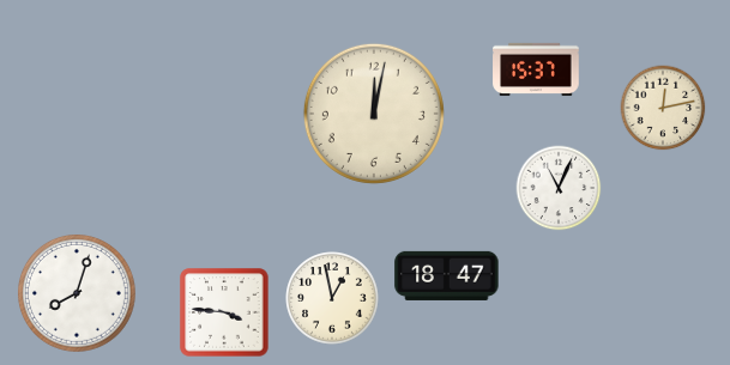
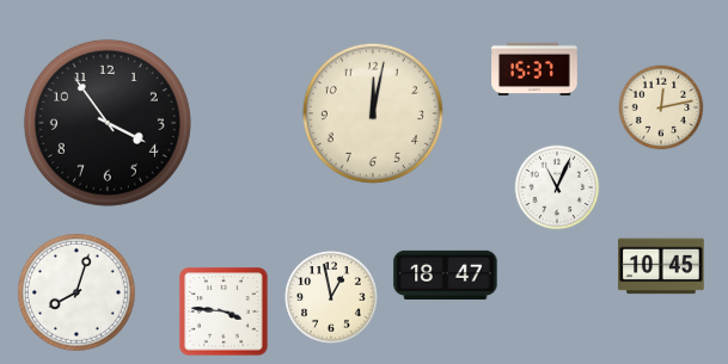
clock at (108, 123): none -> 3:54
clock at (662, 266): none -> 10:45
